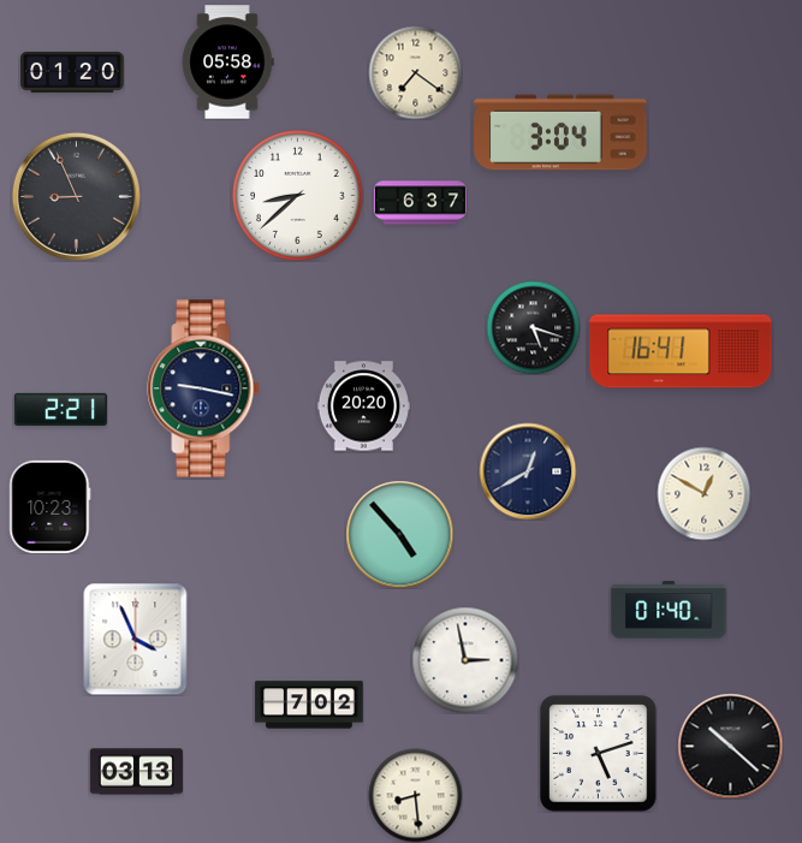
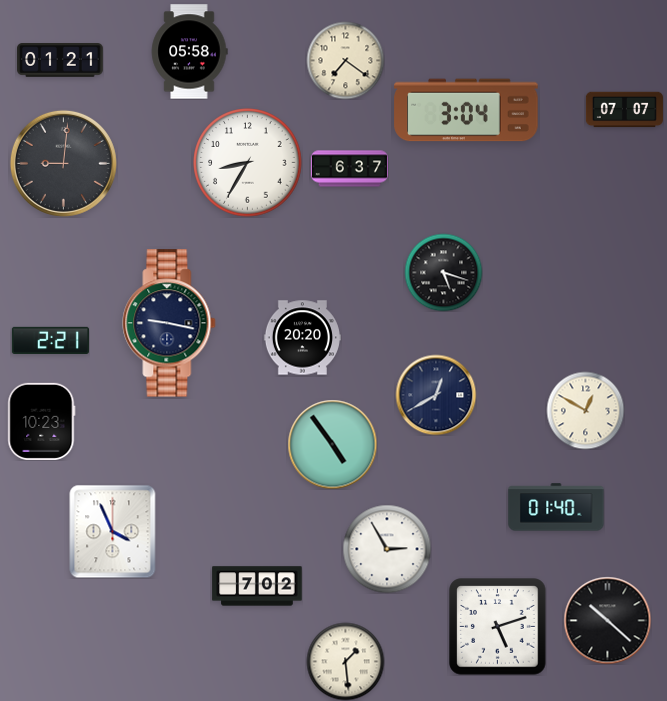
clock at (72, 72): 01:20 -> 01:21
clock at (624, 110): none -> 07:07
clock at (76, 196): 8:56 -> 9:01
clock at (298, 196): 8:38 -> 8:35
clock at (681, 351): 16:41 -> none
clock at (528, 471) position: (528, 471) -> (436, 395)
clock at (399, 534): 4:53 -> 4:54
clock at (465, 660): 2:58 -> 2:55
clock at (136, 772): 03:13 -> none
clock at (415, 795): 8:29 -> 1:29
